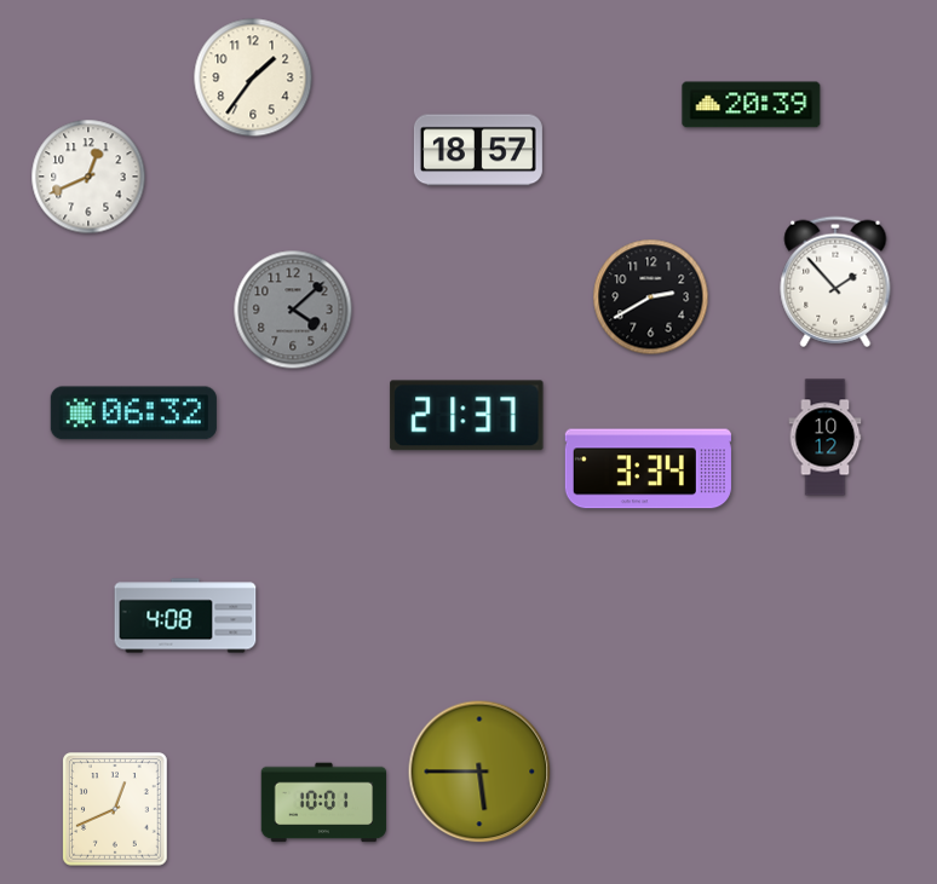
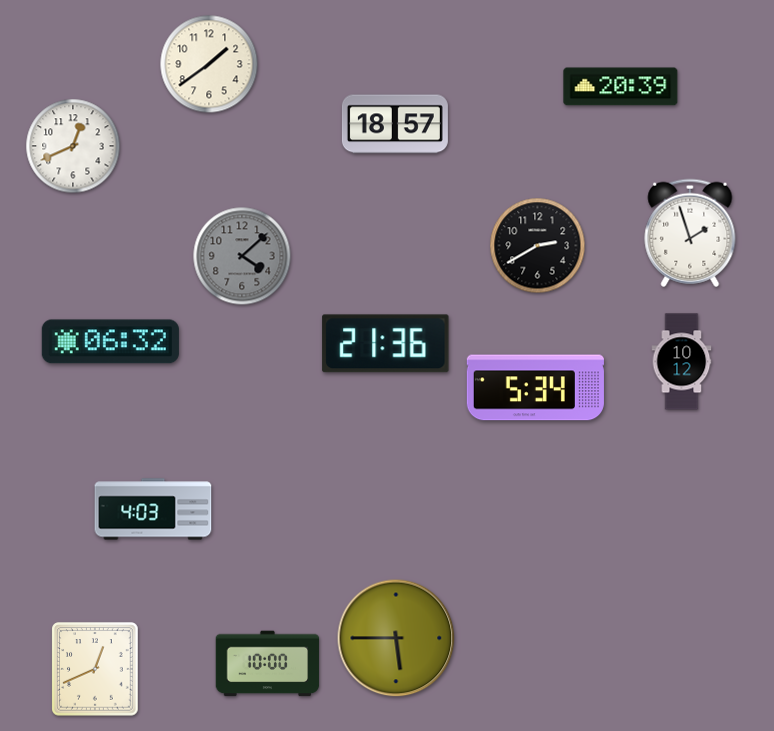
clock at (253, 77): 1:36 -> 1:39
clock at (835, 282): 1:53 -> 1:57
clock at (467, 416): 21:37 -> 21:36
clock at (648, 469): 3:34 -> 5:34
clock at (185, 616): 4:08 -> 4:03
clock at (324, 803): 10:01 -> 10:00
